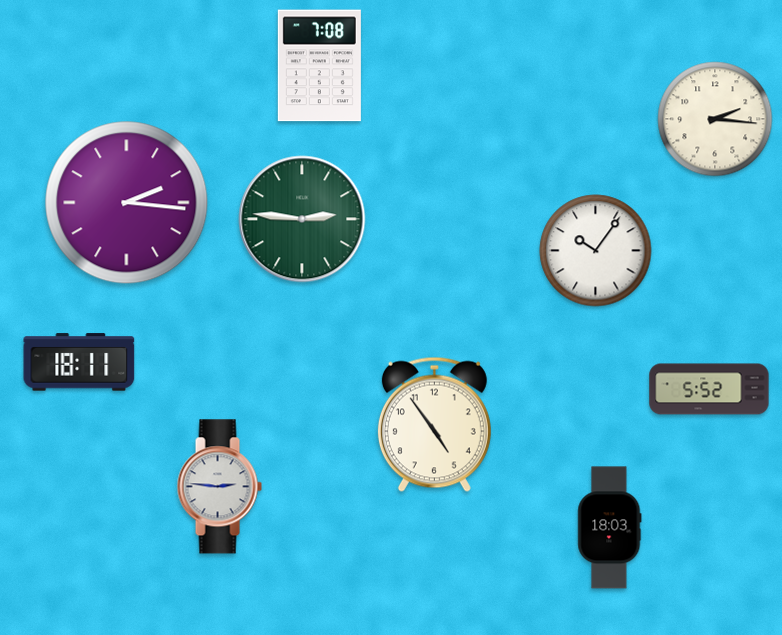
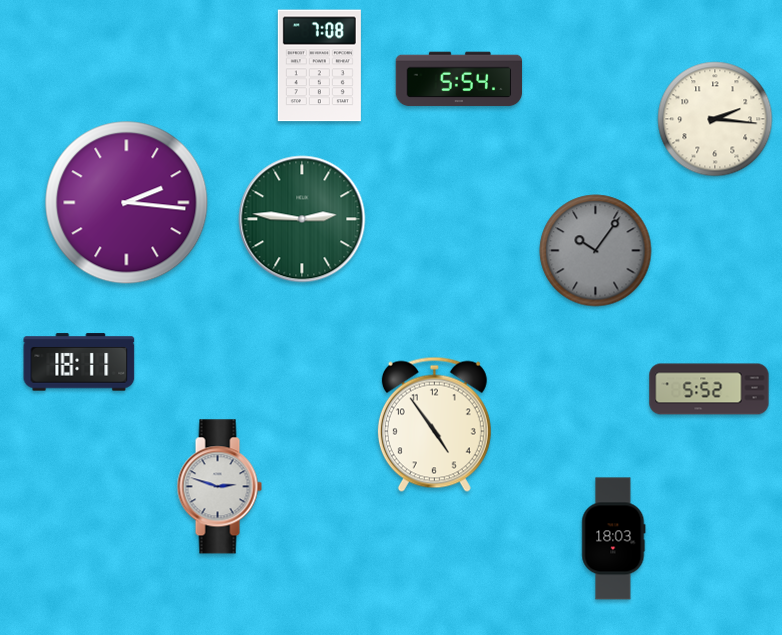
clock at (459, 79): none -> 5:54
clock at (596, 251) dial: white -> grey
clock at (219, 487): 2:46 -> 2:48
clock at (610, 528) position: (610, 528) -> (614, 539)
